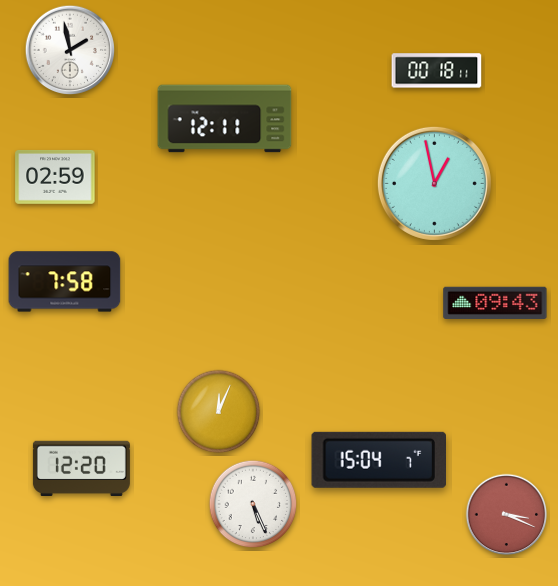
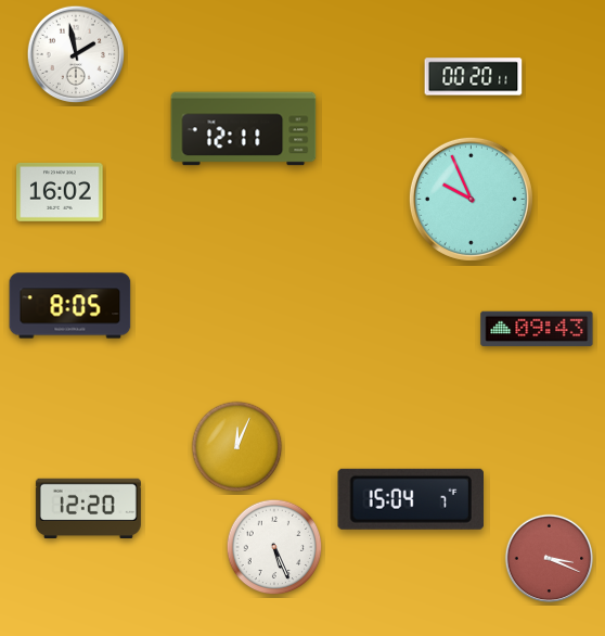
clock at (437, 71): 00:18 -> 00:20
clock at (55, 177): 02:59 -> 16:02
clock at (434, 183): 12:58 -> 9:56
clock at (65, 282): 7:58 -> 8:05
